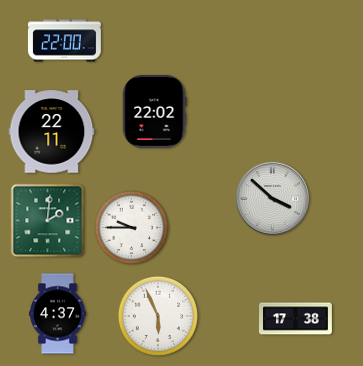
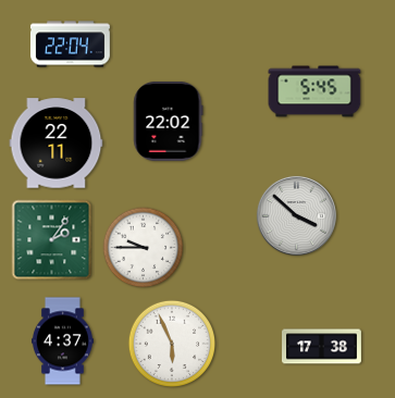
clock at (65, 41): 22:00 -> 22:04
clock at (314, 91): none -> 5:45
clock at (48, 221): 2:01 -> 2:06
